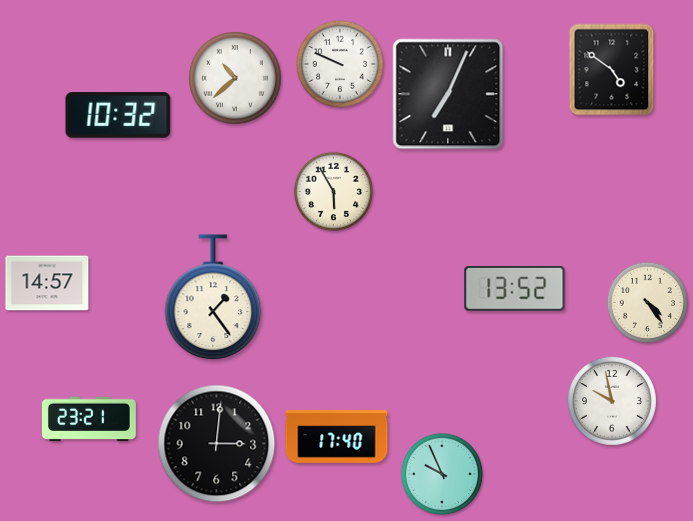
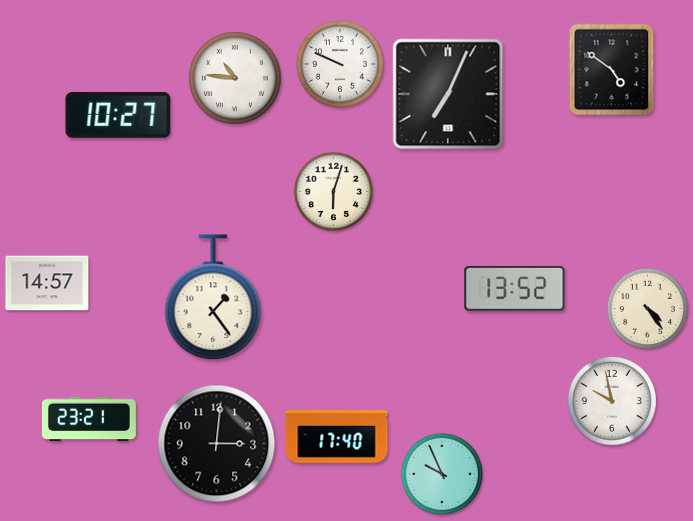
clock at (235, 78): 10:38 -> 10:46
clock at (118, 115): 10:32 -> 10:27
clock at (334, 192): 5:55 -> 6:03
clock at (647, 302) position: (647, 302) -> (647, 308)
